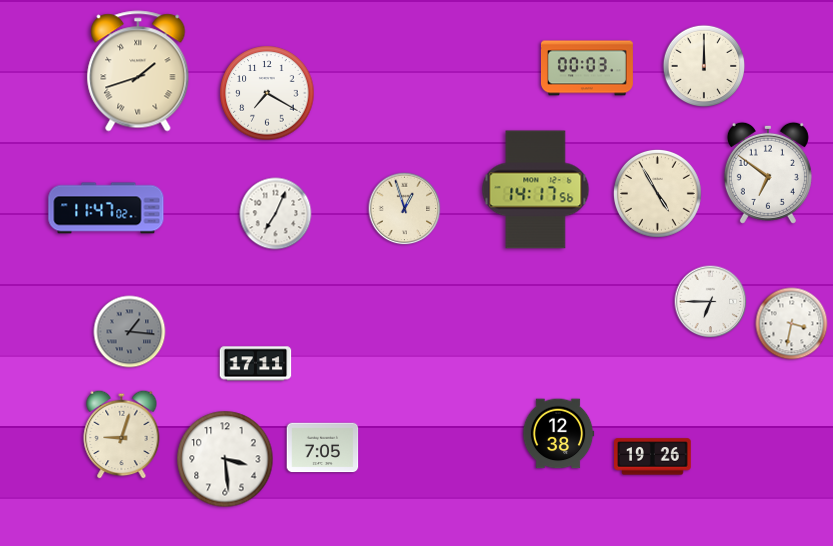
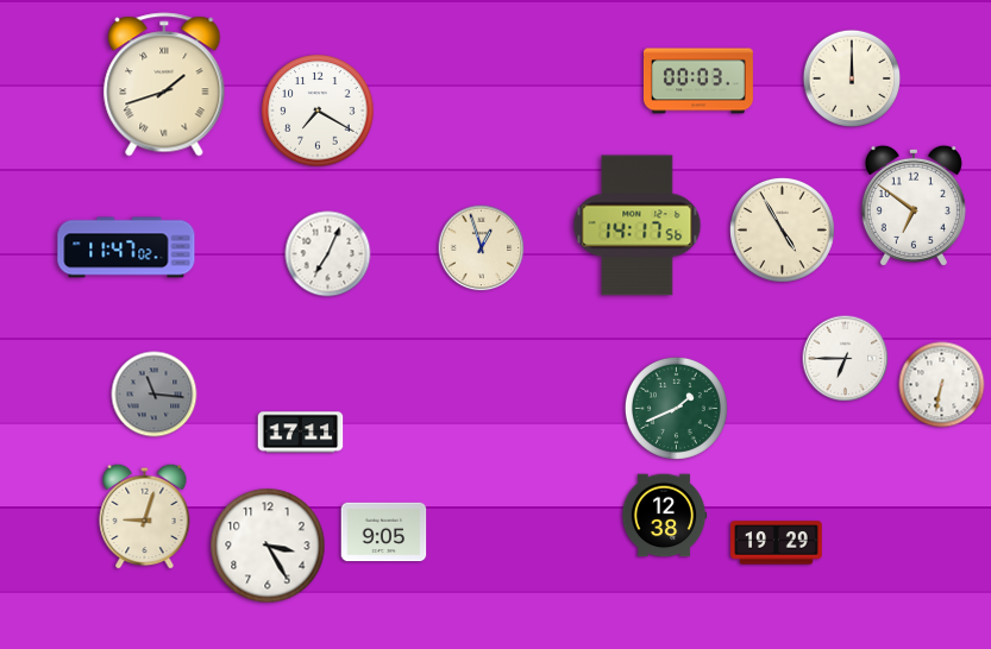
clock at (704, 66) position: (704, 66) -> (852, 78)
clock at (792, 324): 3:32 -> 6:32
clock at (130, 332): 1:16 -> 11:16
clock at (676, 408): none -> 1:41
clock at (256, 364) position: (256, 364) -> (301, 433)
clock at (323, 448): 7:05 -> 9:05
clock at (653, 457): 19:26 -> 19:29
clock at (225, 459): 3:29 -> 3:25
